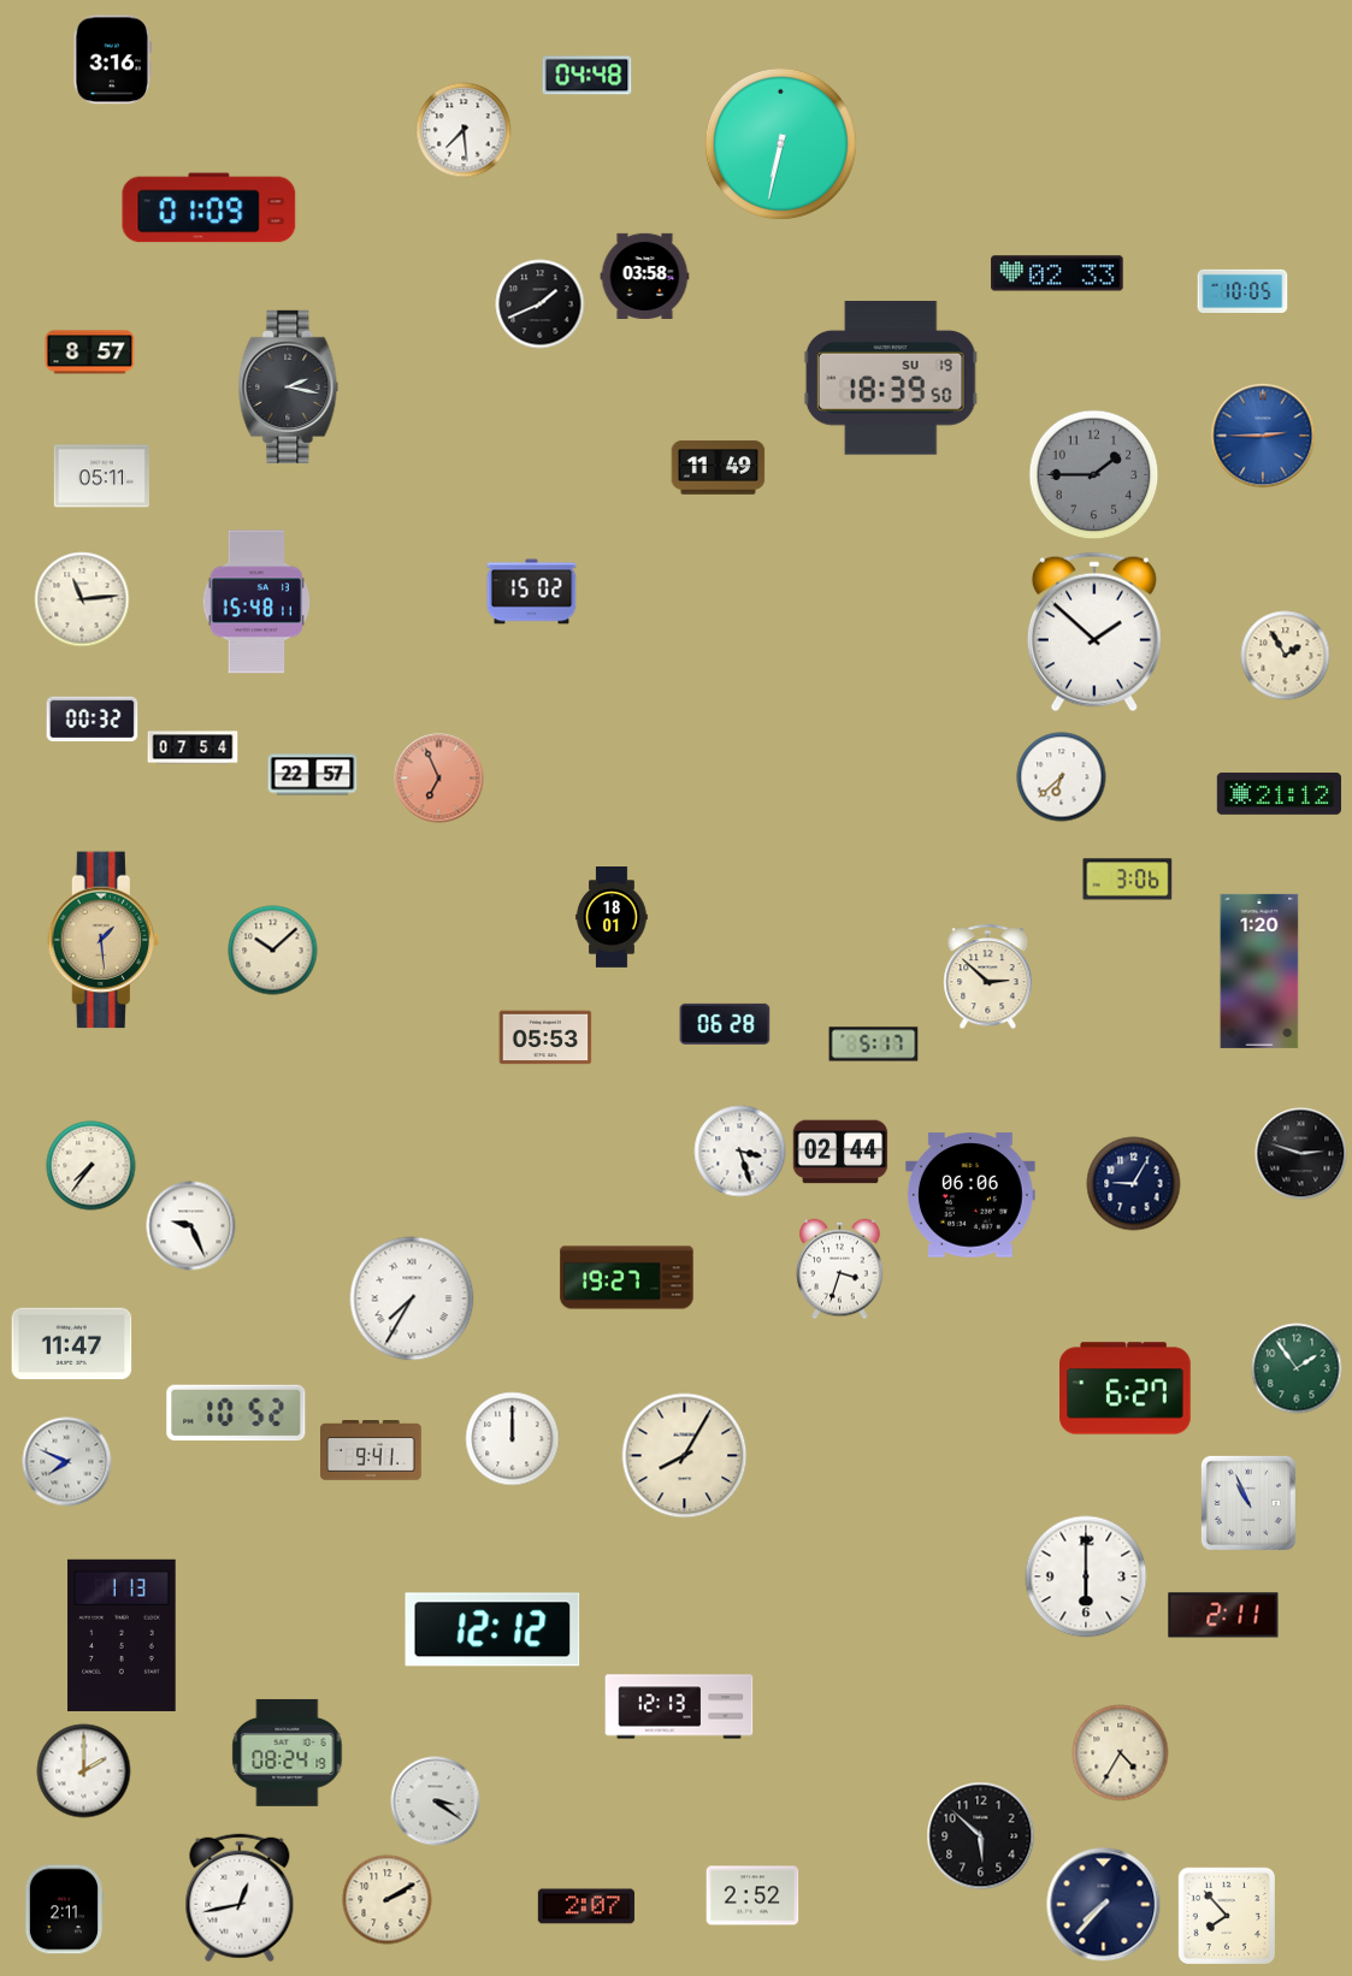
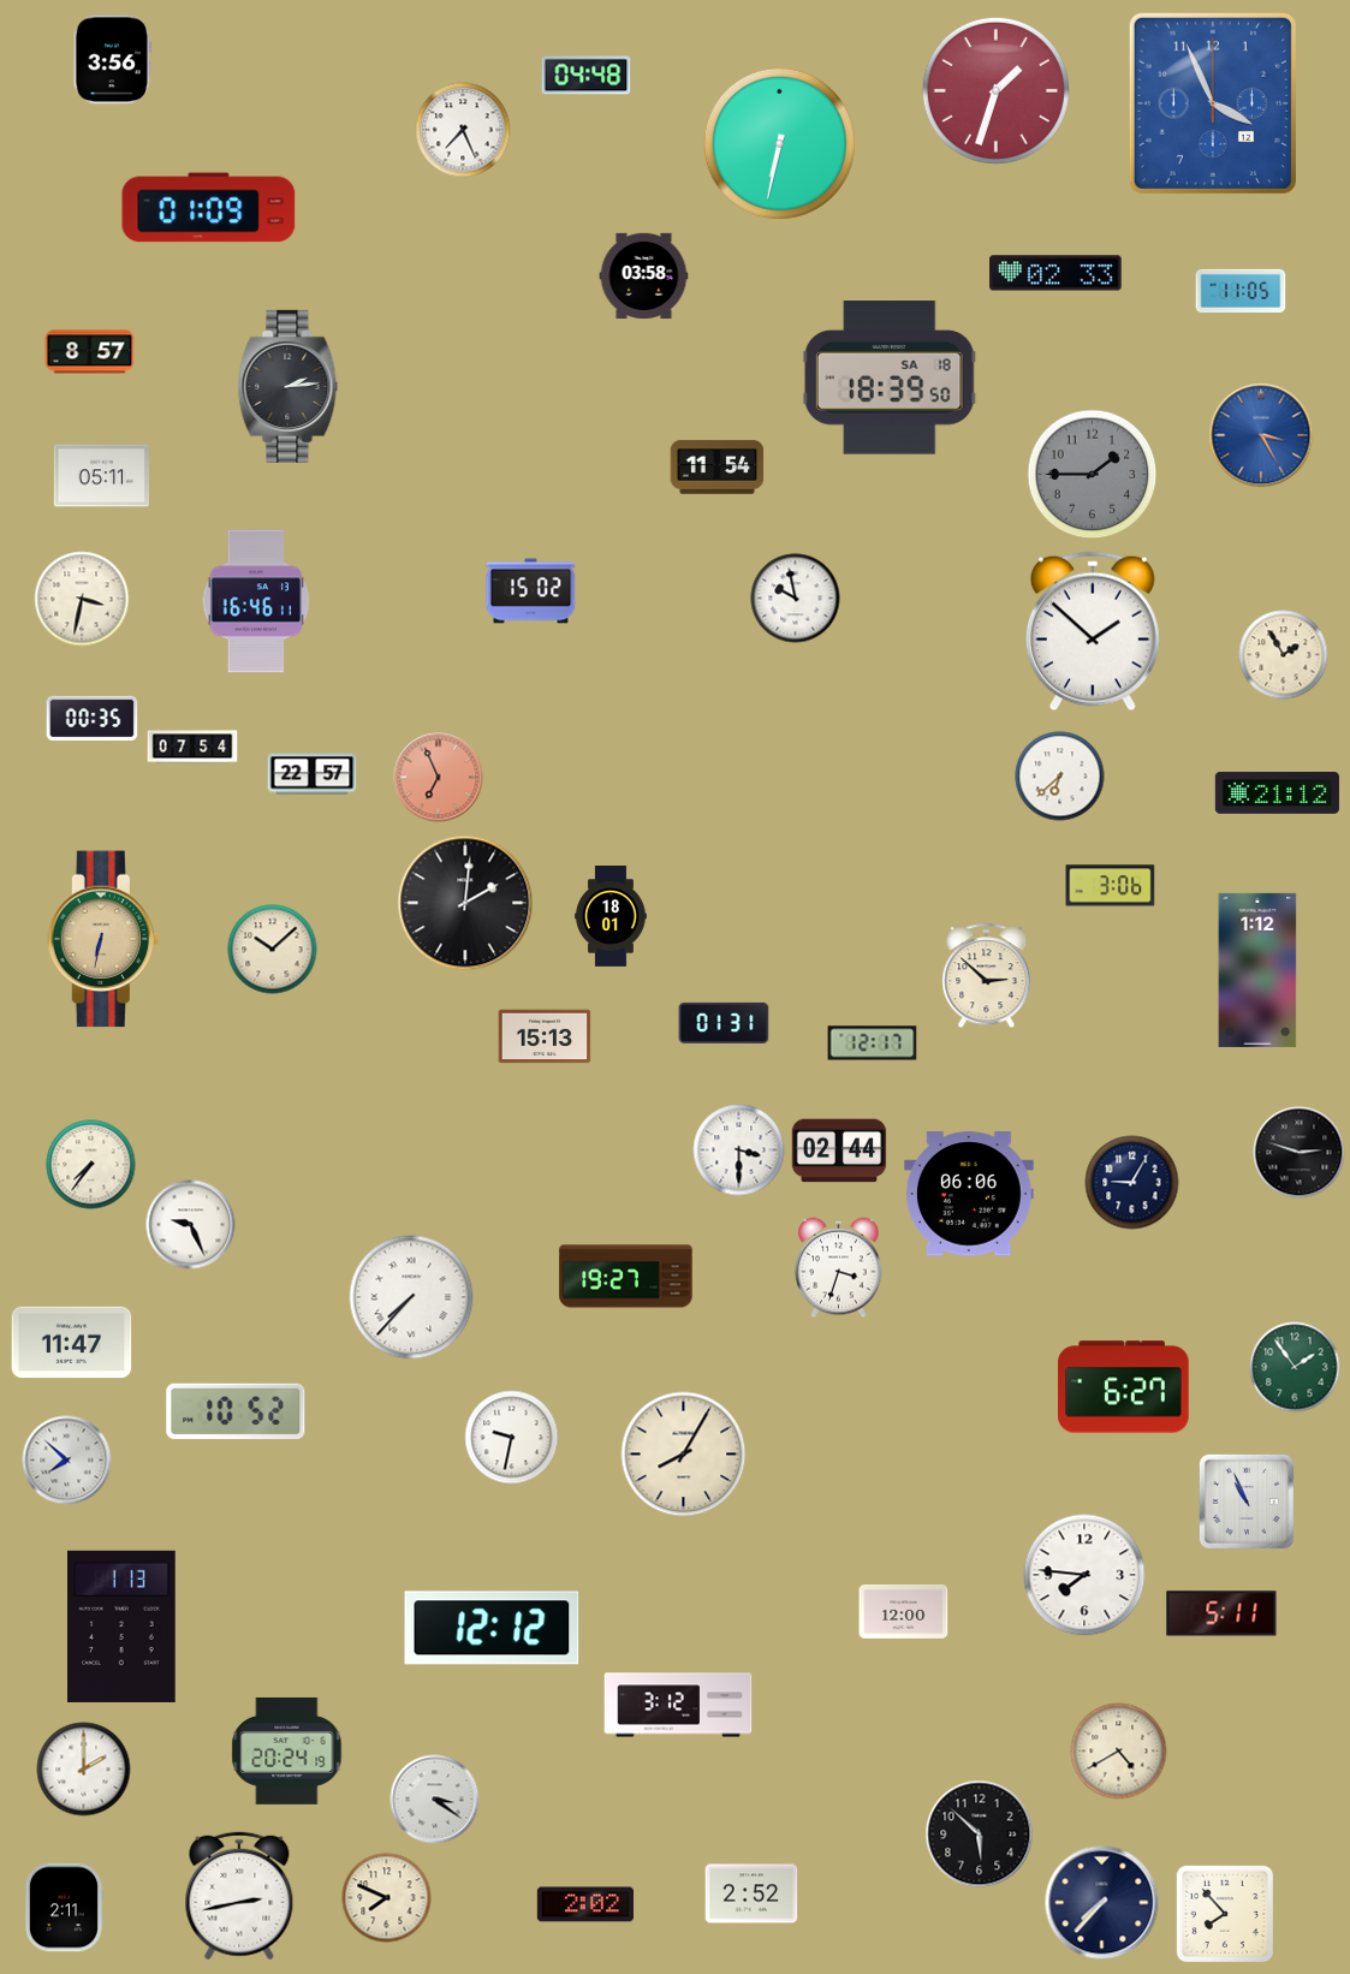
clock at (112, 60): 3:16 -> 3:56
clock at (995, 90): none -> 1:33
clock at (1213, 103): none -> 3:56
clock at (464, 130): 7:29 -> 7:26
clock at (1242, 290): 10:05 -> 11:05
clock at (541, 304): 1:41 -> none
clock at (891, 379) date: SU 19 -> SA 18
clock at (289, 386): 2:17 -> 2:14
clock at (1263, 436): 2:45 -> 3:25
clock at (719, 468): 11:49 -> 11:54
clock at (82, 599): 11:14 -> 3:32
clock at (796, 599): none -> 9:58
clock at (255, 602): 15:48 -> 16:46
clock at (93, 720): 00:32 -> 00:35
clock at (1128, 880) position: (1128, 880) -> (1111, 886)
clock at (465, 903): none -> 2:01
clock at (102, 940): 1:29 -> 6:32
clock at (1259, 971): 1:20 -> 1:12
clock at (725, 1024): 06:28 -> 01:31
clock at (545, 1037): 05:53 -> 15:13
clock at (874, 1045): 5:17 -> 12:17
clock at (740, 1152): 3:27 -> 3:30
clock at (412, 1298): 7:35 -> 7:37
clock at (513, 1439): 12:00 -> 9:32
clock at (372, 1451): 9:41 -> none
clock at (67, 1462): 7:49 -> 7:52
clock at (1086, 1576): 6:00 -> 7:46
clock at (904, 1611): none -> 12:00
clock at (1223, 1615): 2:11 -> 5:11
clock at (122, 1635) position: (122, 1635) -> (121, 1627)
clock at (679, 1706): 12:13 -> 3:12
clock at (288, 1752): 08:24 -> 20:24
clock at (1121, 1753): 4:35 -> 4:40
clock at (240, 1898): 12:43 -> 2:43
clock at (388, 1900): 2:10 -> 7:49
clock at (586, 1906): 2:07 -> 2:02
